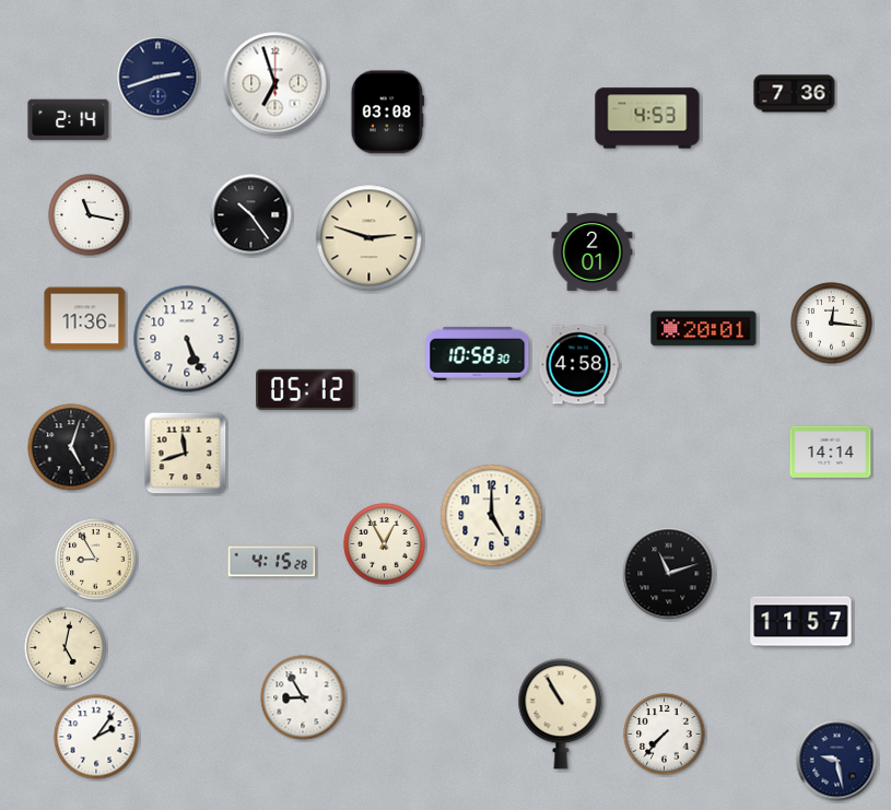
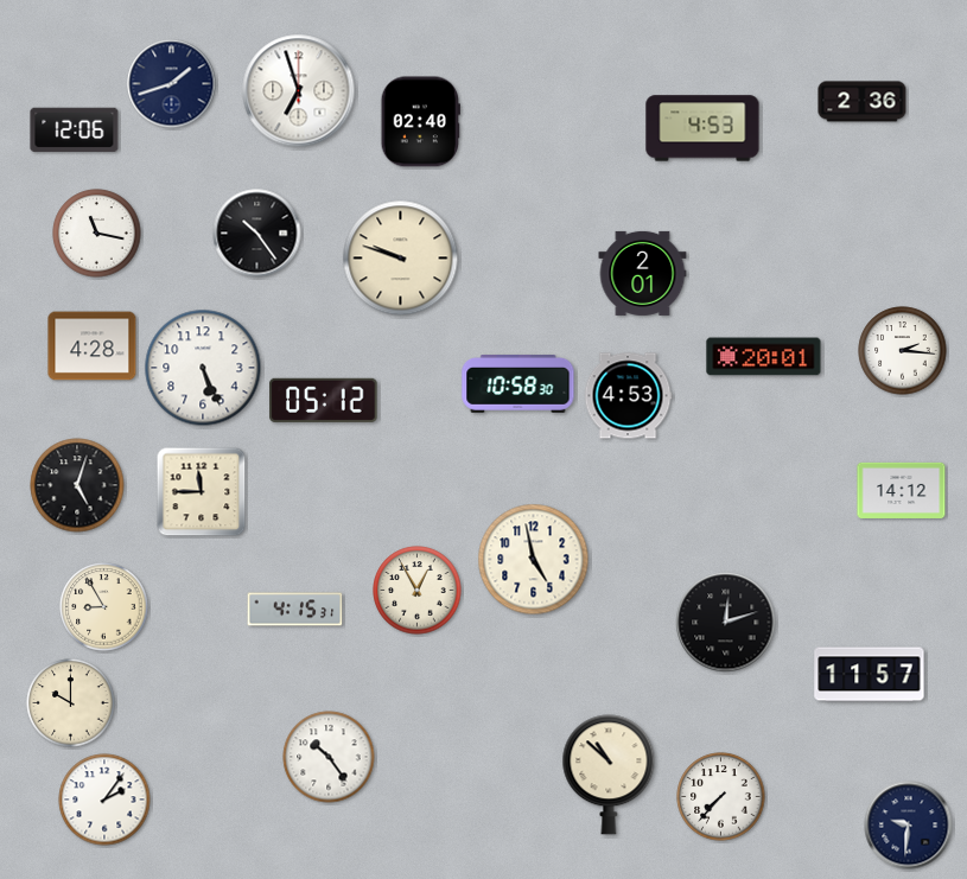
clock at (159, 78): 2:42 -> 1:42
clock at (795, 94): 7:36 -> 2:36
clock at (387, 113): 03:08 -> 02:40
clock at (69, 120): 2:14 -> 12:06
clock at (251, 215) position: (251, 215) -> (257, 234)
clock at (370, 238): 2:48 -> 9:48
clock at (85, 319): 11:36 -> 4:28
clock at (832, 324): 12:16 -> 2:16
clock at (578, 365): 4:58 -> 4:53
clock at (306, 389) position: (306, 389) -> (324, 400)
clock at (831, 451): 14:14 -> 14:12
clock at (186, 454): 11:42 -> 11:45
clock at (492, 516): 5:00 -> 4:58
clock at (272, 562): 4:15:28 -> 4:15:31
clock at (669, 574): 11:12 -> 12:12
clock at (66, 648): 5:02 -> 10:00
clock at (303, 697): 8:55 -> 10:24
clock at (561, 714): 10:55 -> 10:52
clock at (837, 761): 9:28 -> 9:31
